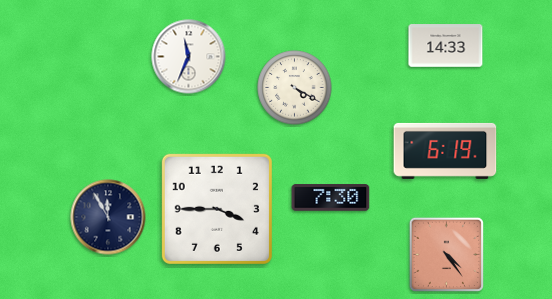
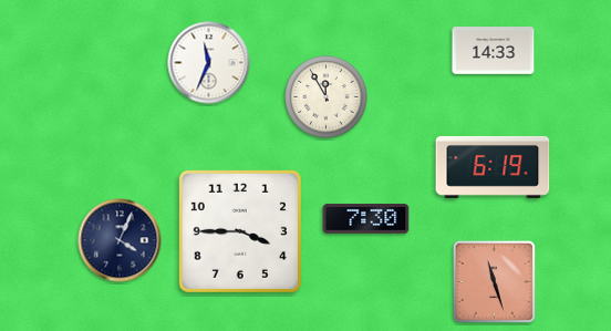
clock at (295, 88): 4:20 -> 11:55
clock at (108, 217): 11:55 -> 4:04
clock at (446, 254): 4:24 -> 11:27
